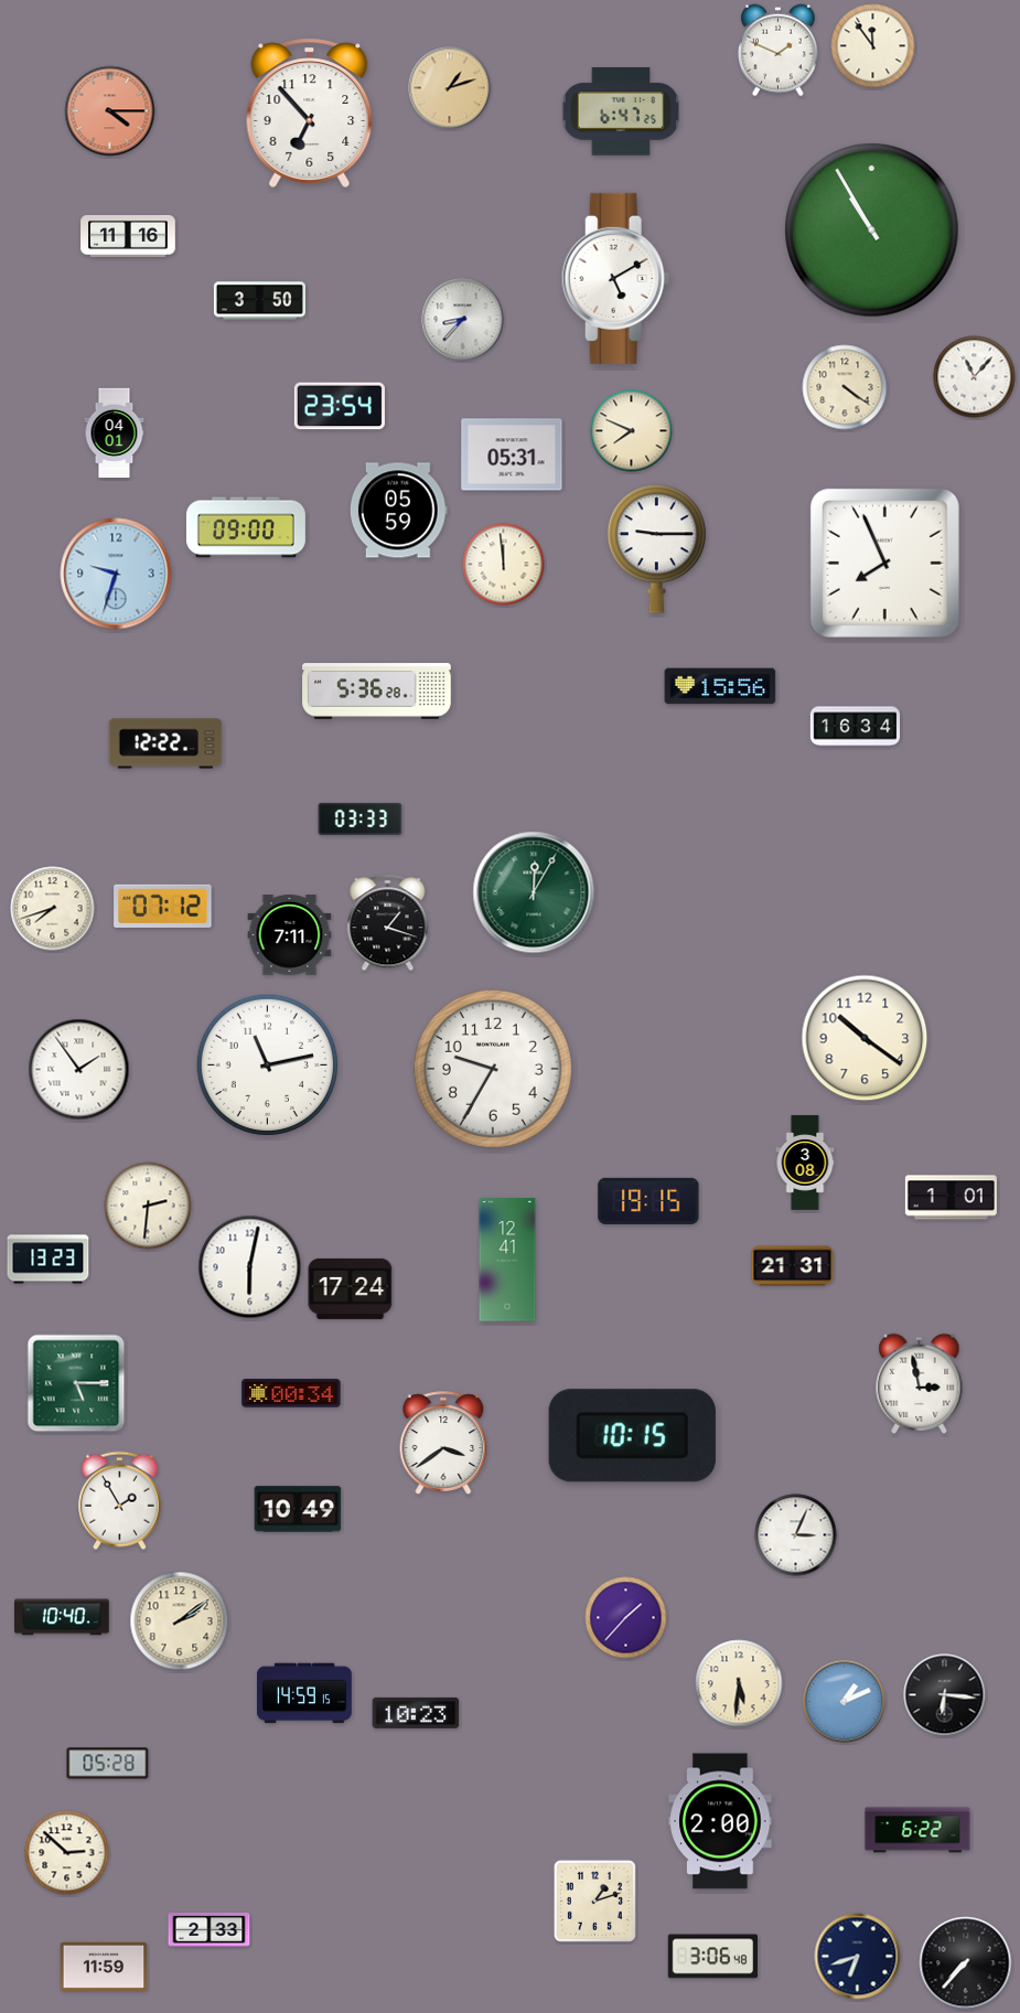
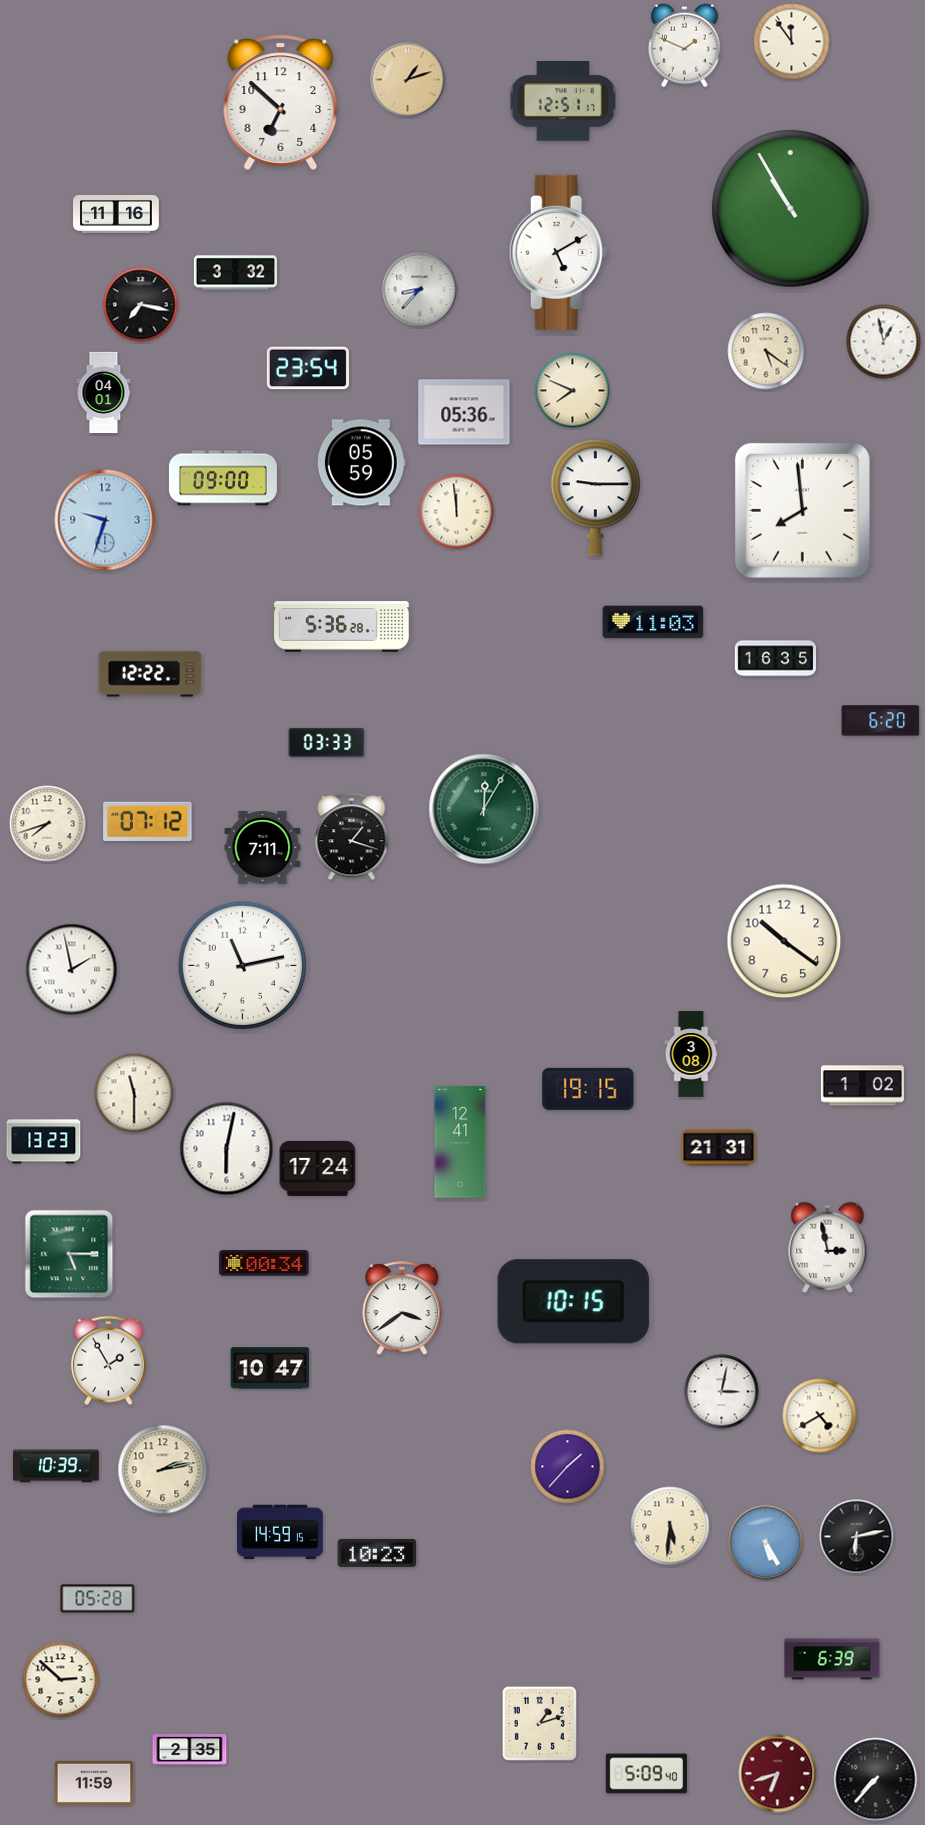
clock at (779, 51) position: (779, 51) -> (685, 46)
clock at (110, 111): 4:15 -> none
clock at (621, 111): 6:47 -> 12:51
clock at (310, 113): 6:53 -> 6:52
clock at (259, 301): 3:50 -> 3:32
clock at (141, 305): none -> 7:17
clock at (975, 377): 11:07 -> 12:58
clock at (845, 387): 4:21 -> 5:21
clock at (512, 454): 05:31 -> 05:36
clock at (884, 563): 7:56 -> 7:59
clock at (720, 686): 15:56 -> 11:03
clock at (856, 727): 16:34 -> 16:35
clock at (881, 721): none -> 6:20
clock at (493, 1069): 9:35 -> none
clock at (79, 1070): 1:54 -> 1:58
clock at (805, 1163) position: (805, 1163) -> (691, 1054)
clock at (951, 1198): 1:01 -> 1:02
clock at (148, 1206): 2:31 -> 11:30
clock at (920, 1383) position: (920, 1383) -> (828, 1247)
clock at (298, 1509): 10:49 -> 10:47
clock at (796, 1535): 3:04 -> 3:02
clock at (820, 1416): none -> 4:40
clock at (63, 1617): 10:40 -> 10:39
clock at (180, 1621): 2:09 -> 2:13
clock at (305, 1693) position: (305, 1693) -> (281, 1532)
clock at (945, 1695): 6:16 -> 6:13
clock at (845, 1702): 1:11 -> 5:25
clock at (720, 1821): 2:00 -> none
clock at (917, 1830): 6:22 -> 6:39
clock at (210, 1930): 2:33 -> 2:35
clock at (712, 1957): 3:06 -> 5:09
clock at (858, 1957) dial: navy -> burgundy
